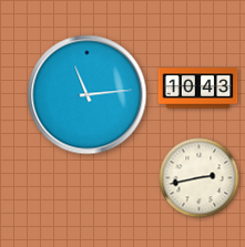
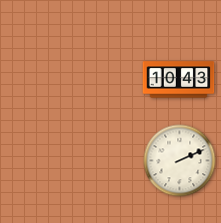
clock at (88, 95): 11:14 -> none
clock at (200, 178): 2:43 -> 2:11
